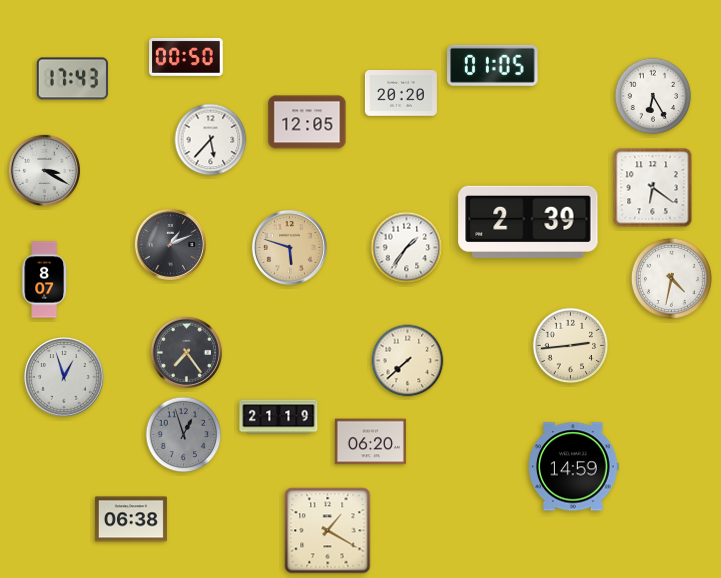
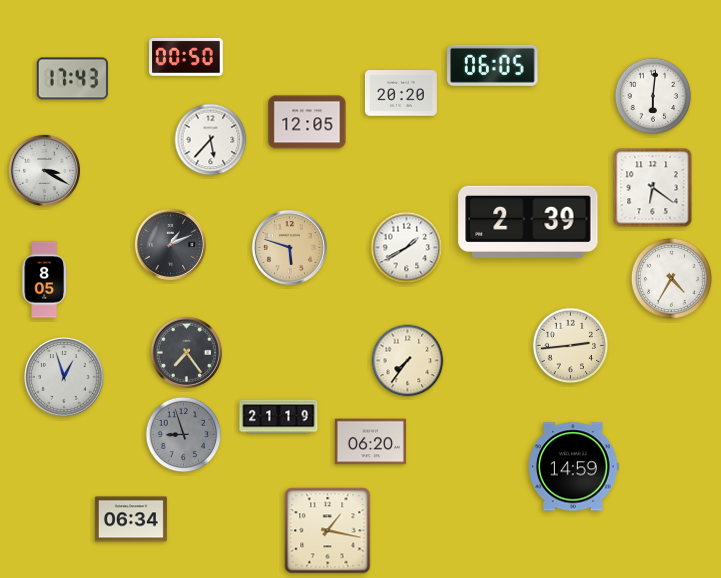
clock at (493, 65): 01:05 -> 06:05
clock at (653, 96): 6:25 -> 6:01
clock at (407, 248): 1:36 -> 1:40
clock at (671, 278): 4:32 -> 4:35
clock at (44, 280): 8:07 -> 8:05
clock at (408, 361): 7:38 -> 7:36
clock at (184, 435): 12:57 -> 8:57
clock at (131, 519): 06:38 -> 06:34
clock at (328, 531): 1:20 -> 1:17
